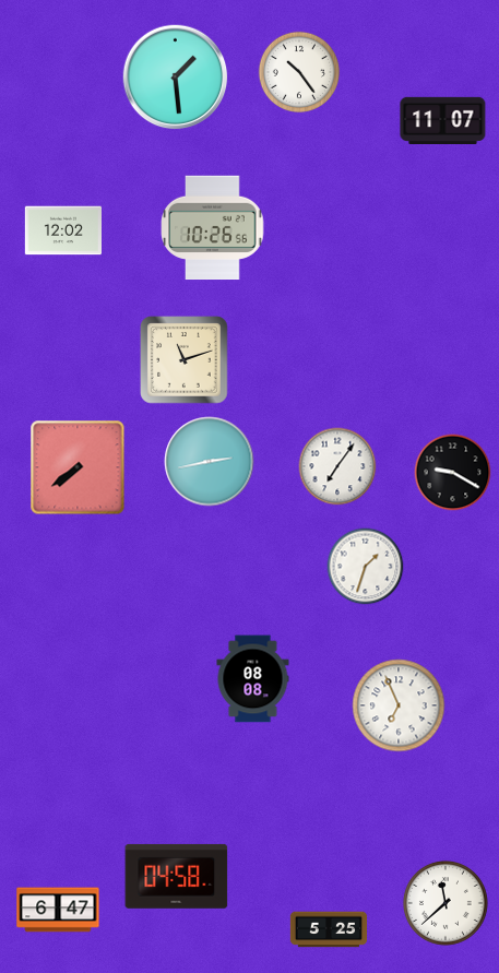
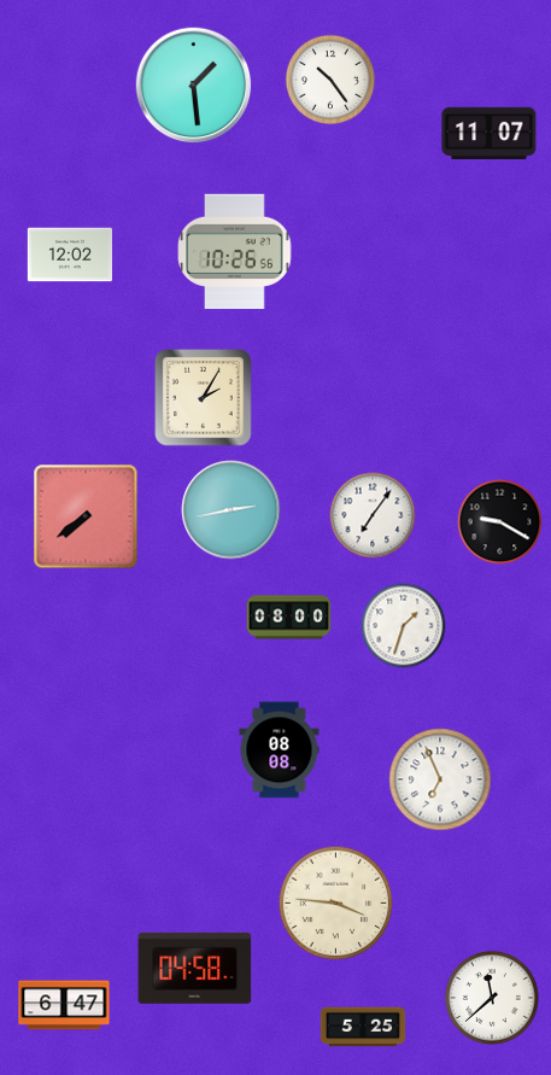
clock at (185, 360): 11:12 -> 2:05
clock at (289, 618): none -> 08:00
clock at (336, 904): none -> 3:46
